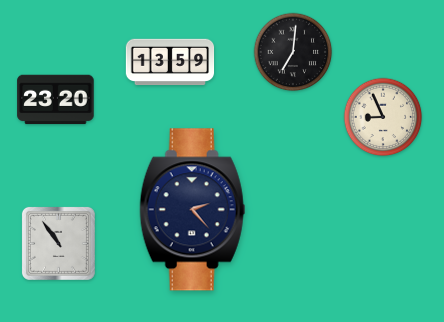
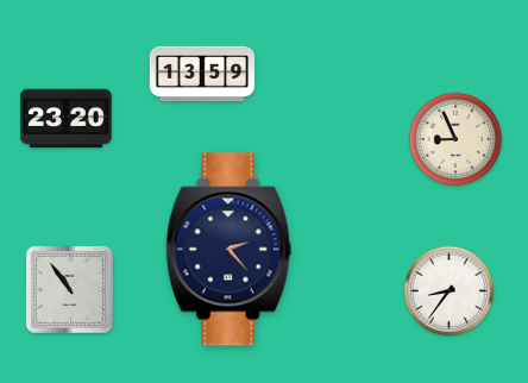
clock at (293, 52): 7:01 -> none
clock at (450, 291): none -> 8:36
